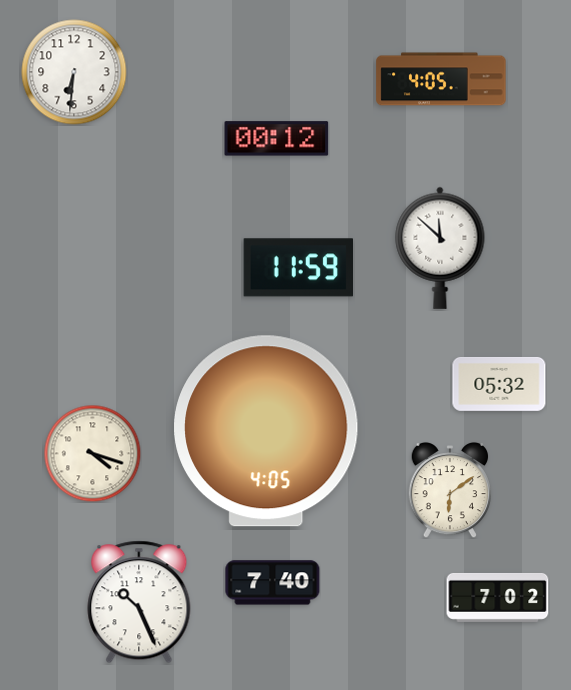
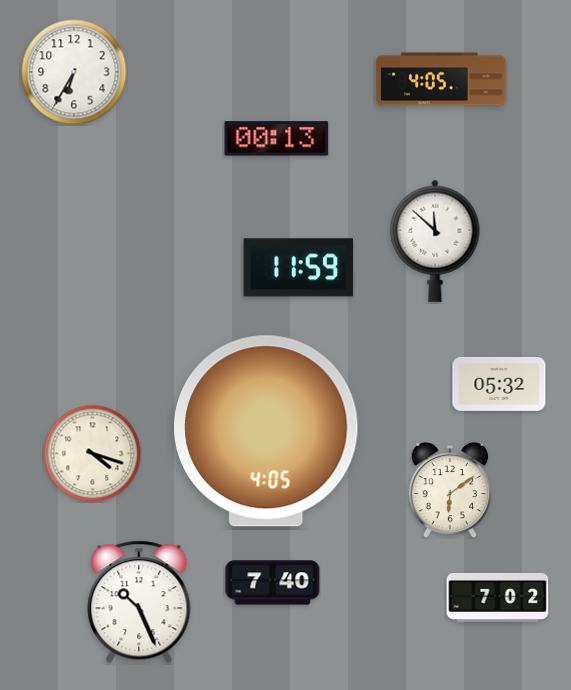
clock at (74, 72): 6:31 -> 6:35
clock at (277, 139): 00:12 -> 00:13
clock at (440, 248) position: (440, 248) -> (435, 241)
